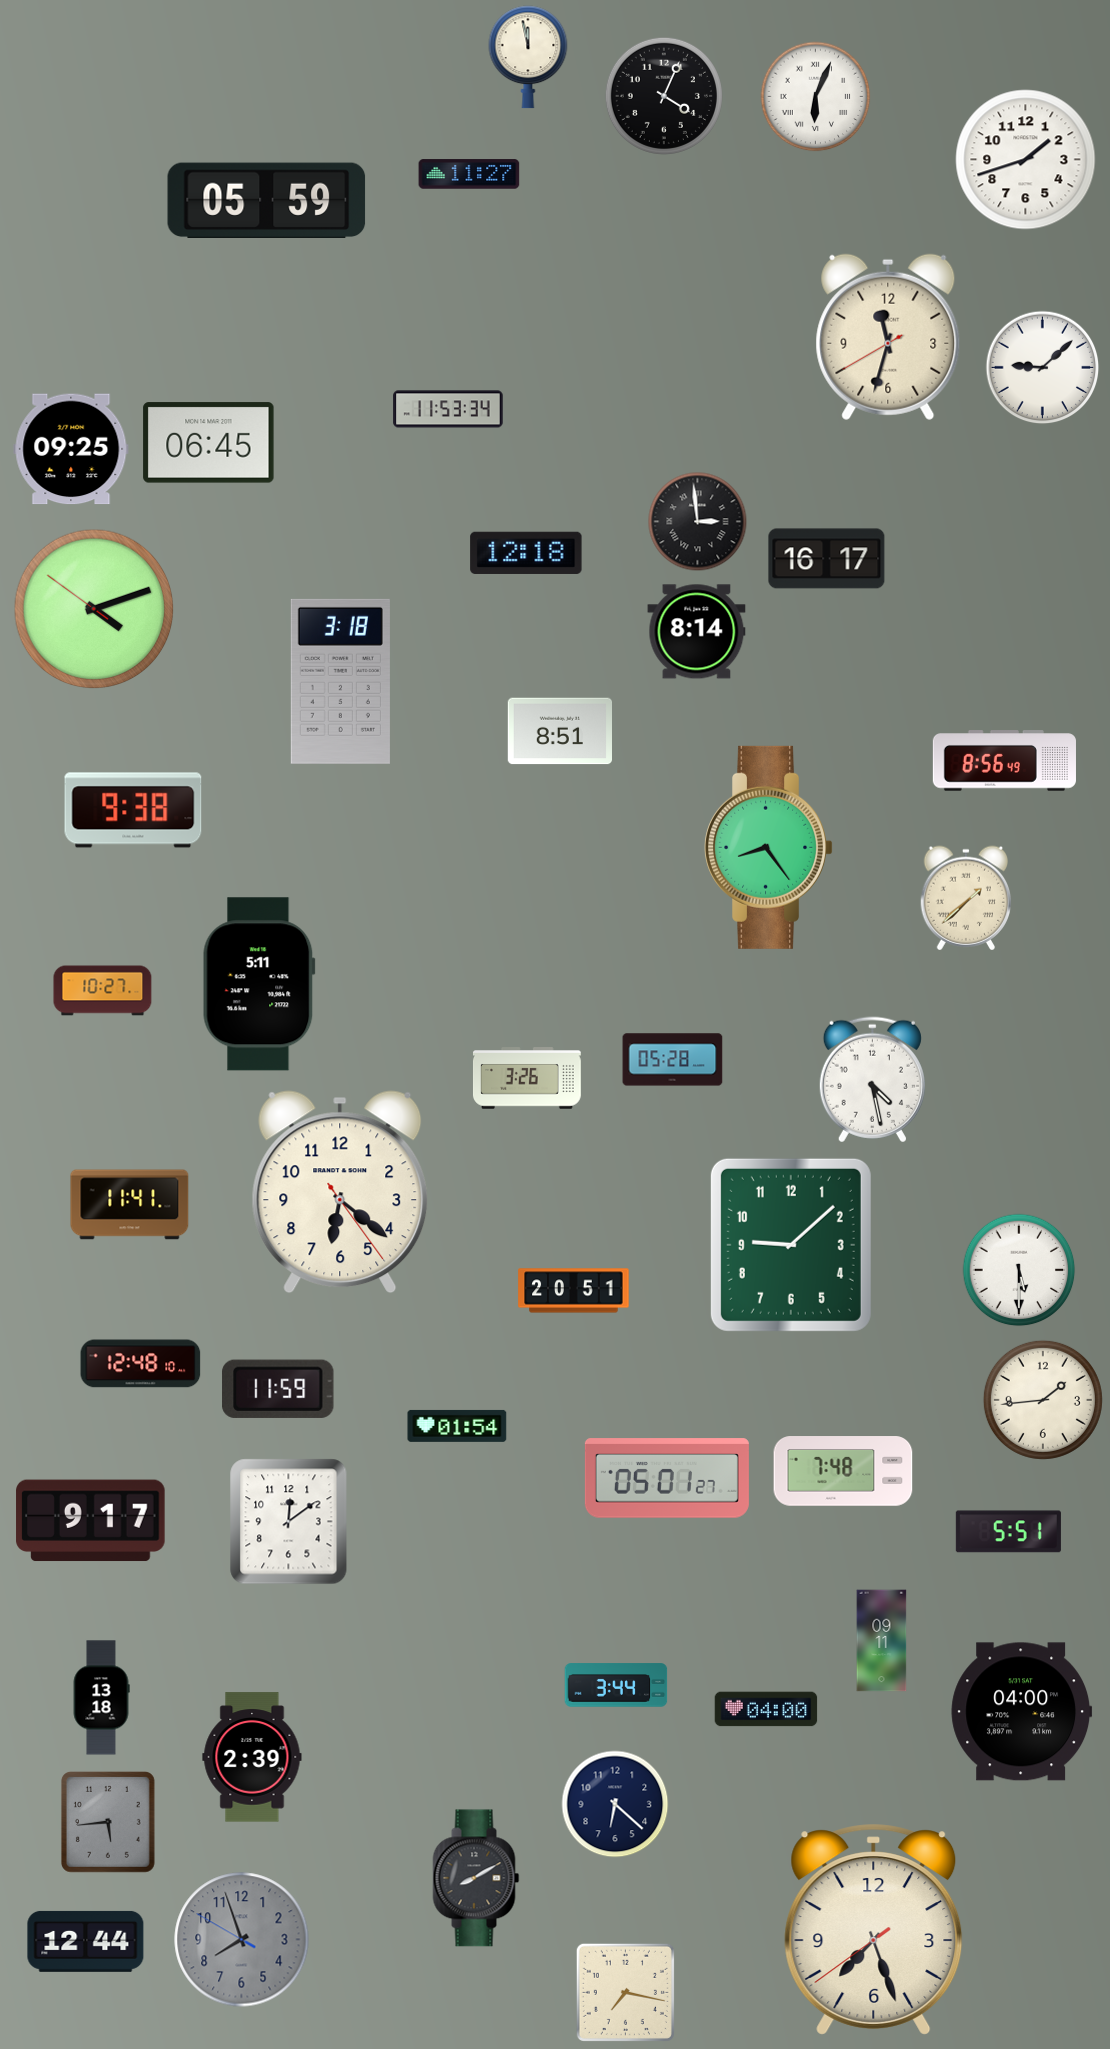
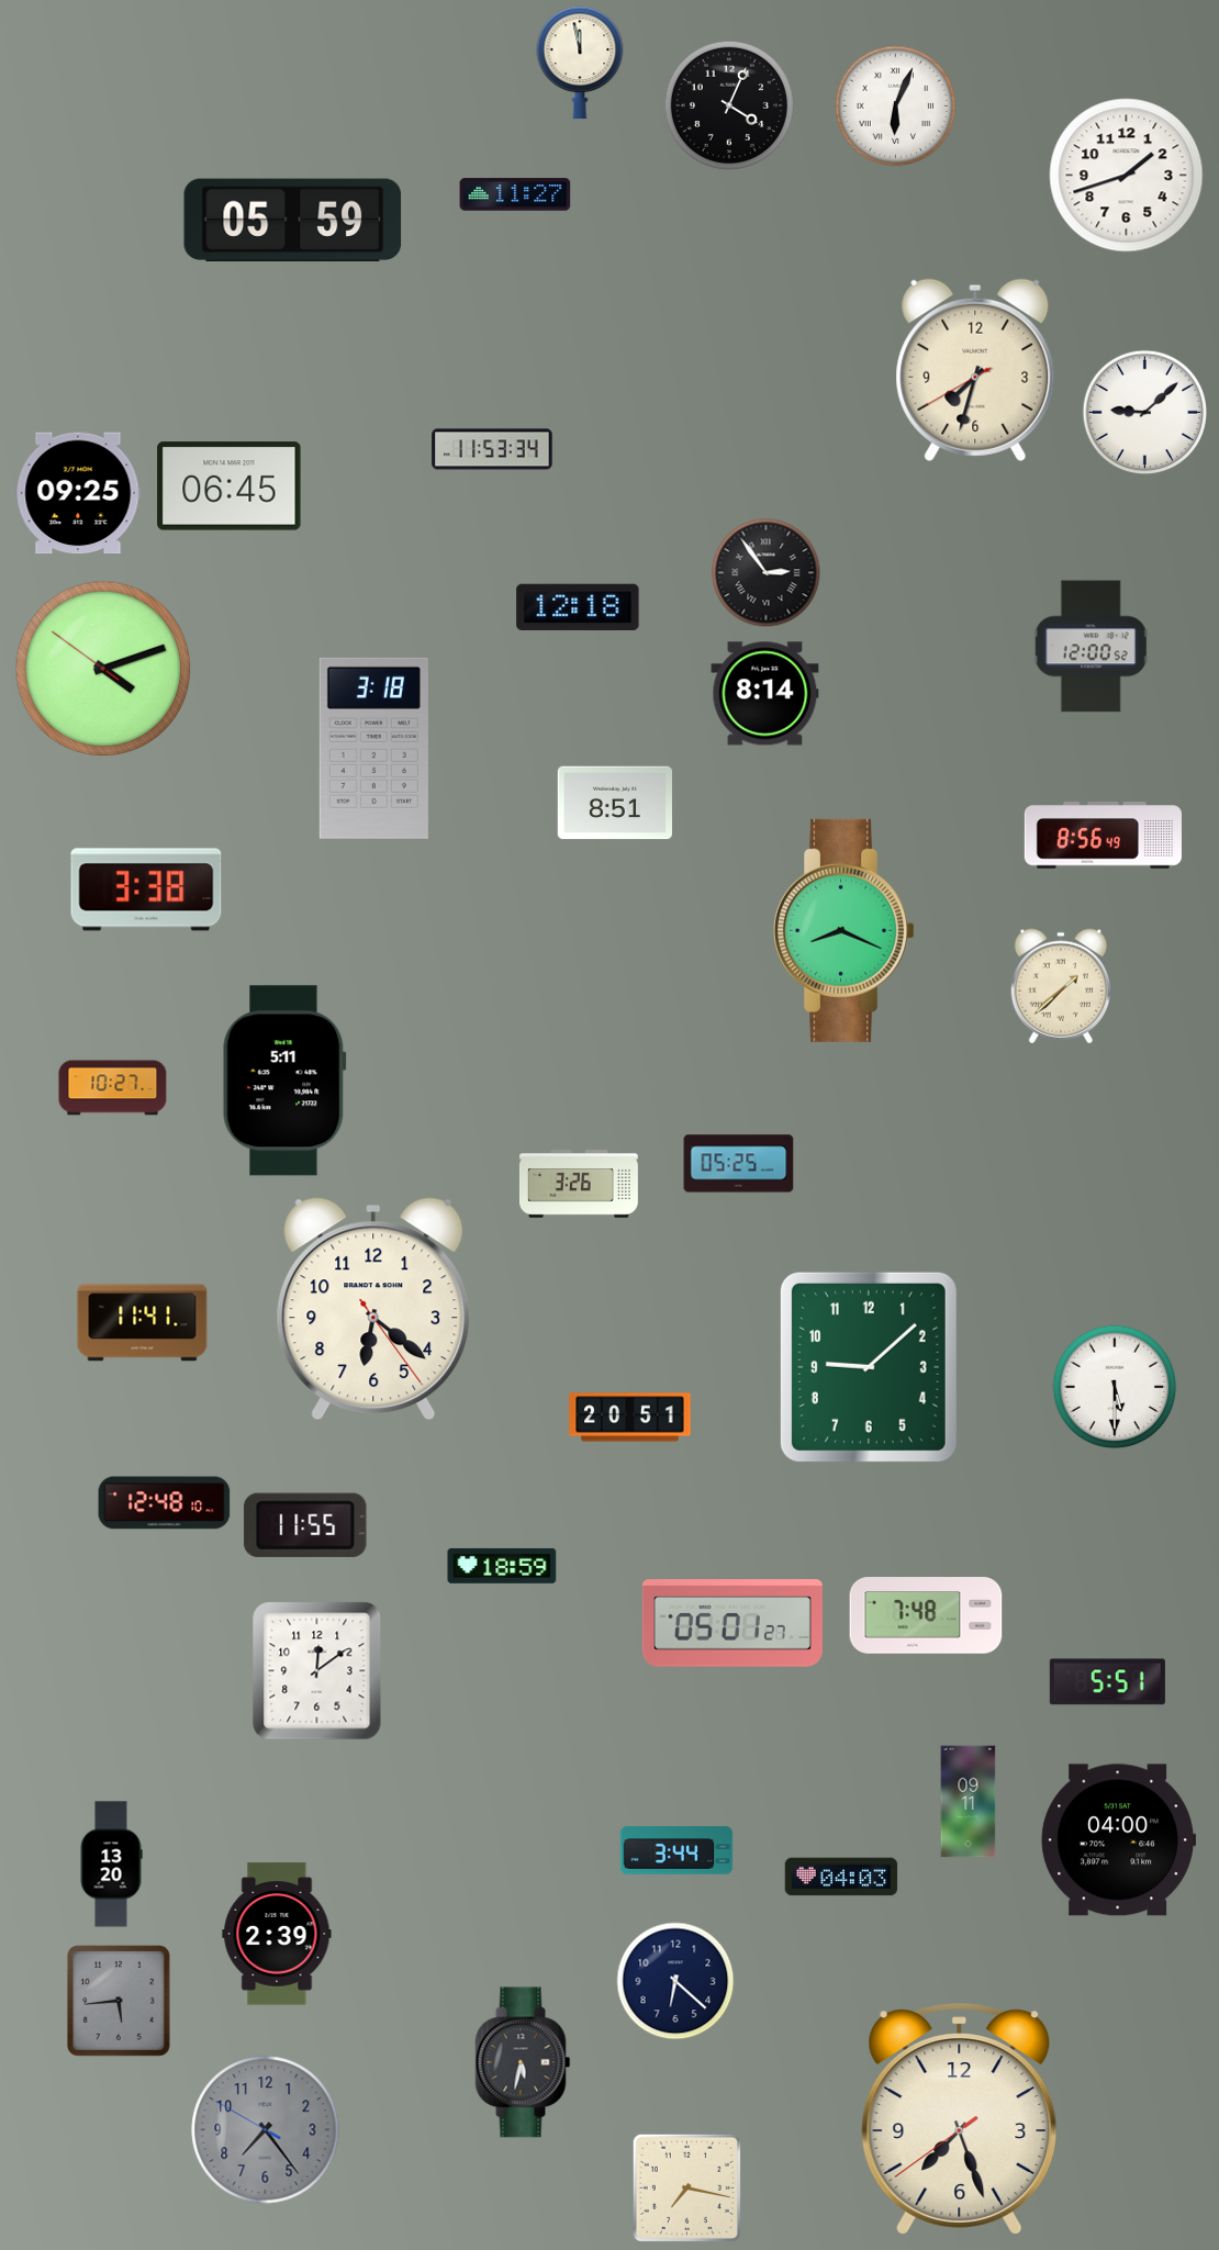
clock at (469, 174) position: (469, 174) -> (515, 194)
clock at (888, 337): 11:32 -> 7:32
clock at (1043, 368) position: (1043, 368) -> (1145, 413)
clock at (698, 522): 2:59 -> 2:54
clock at (827, 559): 16:17 -> none
clock at (1091, 647): none -> 12:00
clock at (133, 810): 9:38 -> 3:38
clock at (768, 847): 8:24 -> 8:19
clock at (673, 1060): 05:28 -> 05:25
clock at (872, 1080): 4:28 -> none
clock at (1019, 1270) position: (1019, 1270) -> (1115, 1387)
clock at (141, 1364) position: (141, 1364) -> (165, 1503)
clock at (278, 1389): 11:59 -> 11:55
clock at (1043, 1400): 1:44 -> none
clock at (457, 1426): 01:54 -> 18:59
clock at (91, 1521): 9:17 -> none
clock at (101, 1698): 13:18 -> 13:20
clock at (766, 1709): 04:00 -> 04:03
clock at (1022, 1712) position: (1022, 1712) -> (1119, 1840)
clock at (252, 1757) position: (252, 1757) -> (277, 1934)
clock at (476, 1878): 8:10 -> 5:32
clock at (242, 1940): 7:56 -> 7:23
clock at (86, 1941): 12:44 -> none
